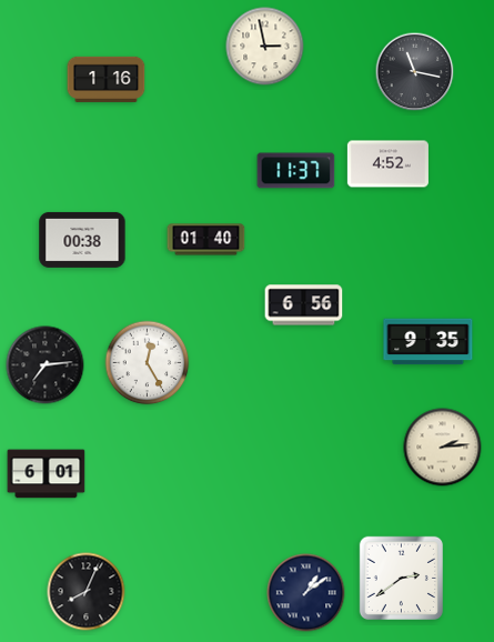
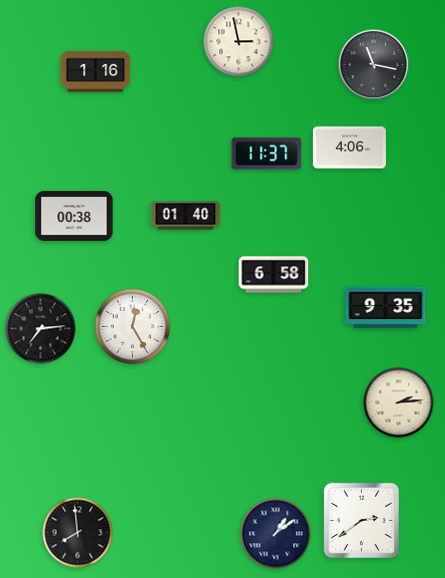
clock at (387, 164): 4:52 -> 4:06
clock at (304, 305): 6:56 -> 6:58
clock at (47, 474): 6:01 -> none
clock at (87, 592): 8:04 -> 7:59
